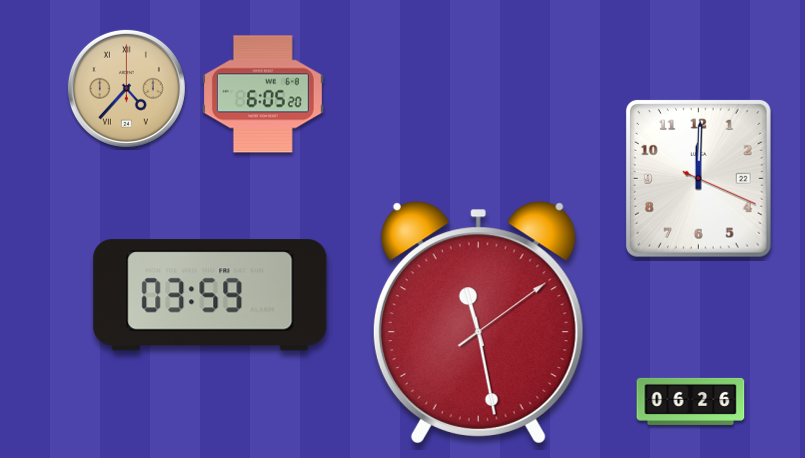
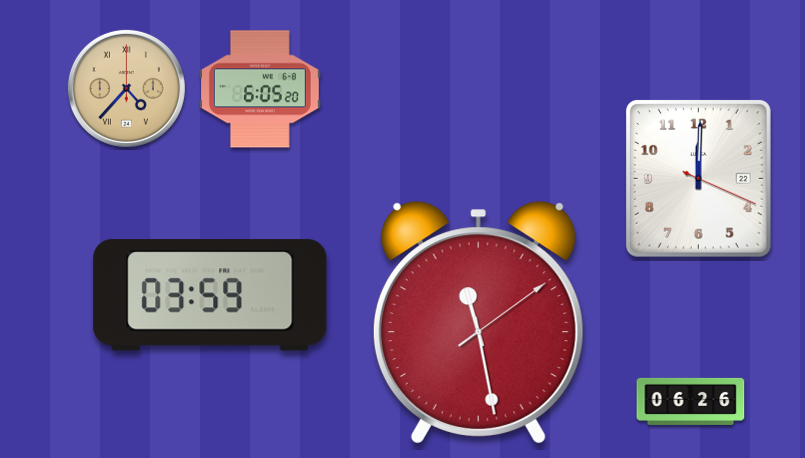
clock at (263, 94) position: (263, 94) -> (260, 89)
